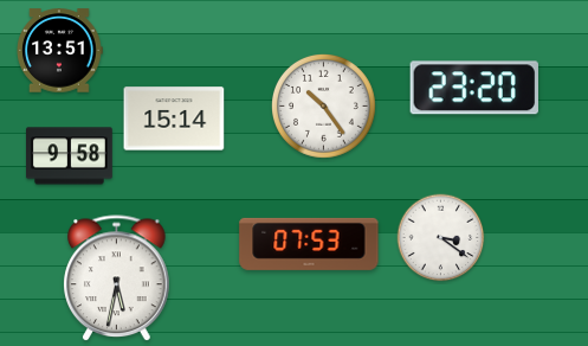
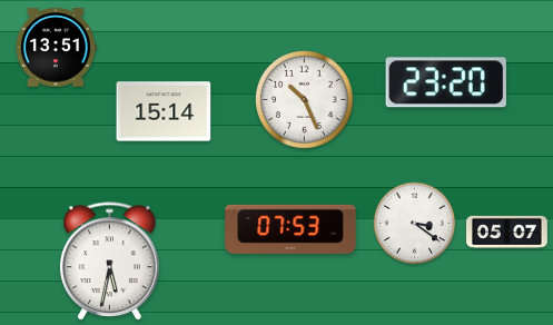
clock at (324, 107): 10:24 -> 10:26
clock at (70, 156): 9:58 -> none
clock at (507, 232): none -> 05:07
